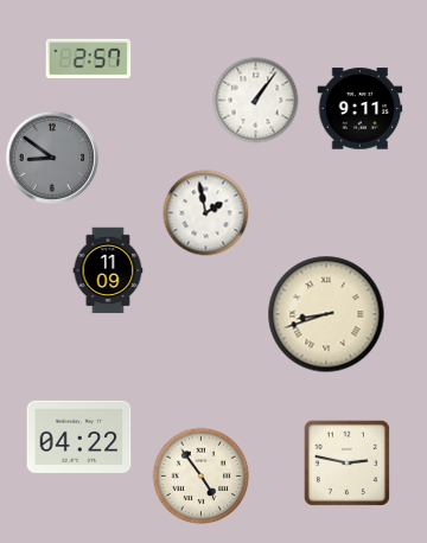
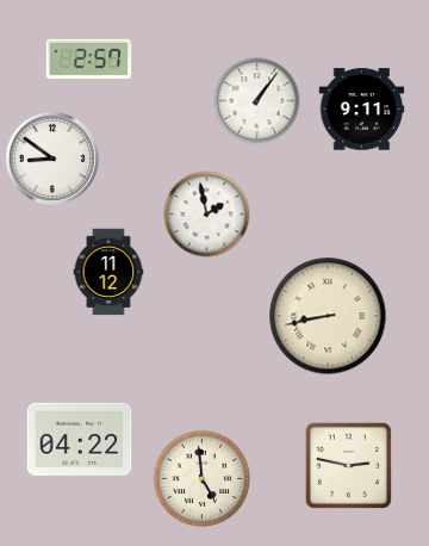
clock at (52, 158) dial: grey -> white
clock at (108, 270): 11:09 -> 11:12
clock at (326, 314): 8:42 -> 8:43
clock at (202, 477): 4:54 -> 4:59
